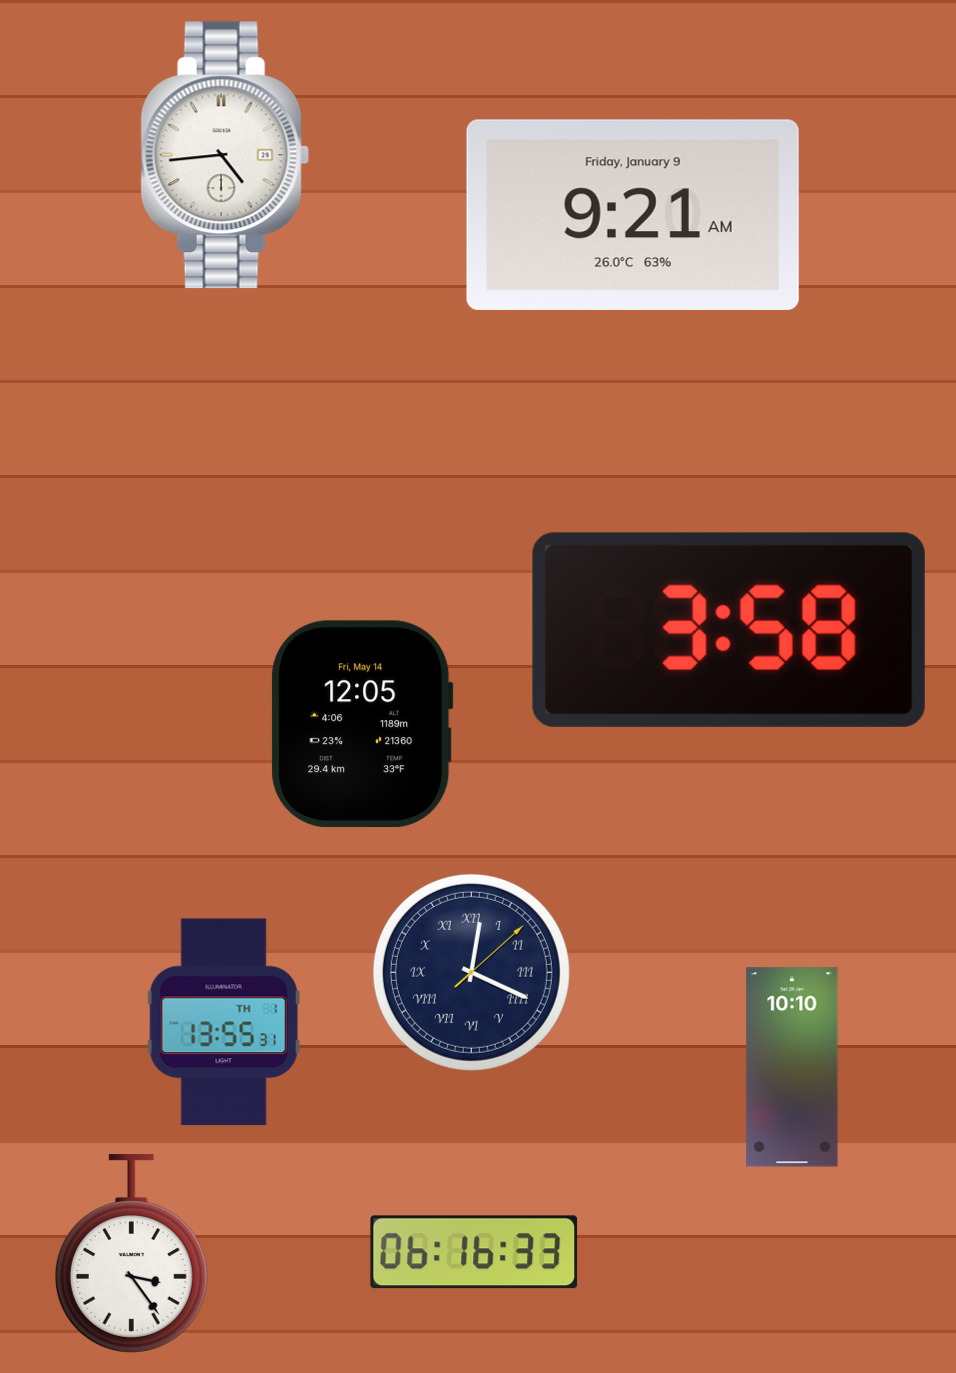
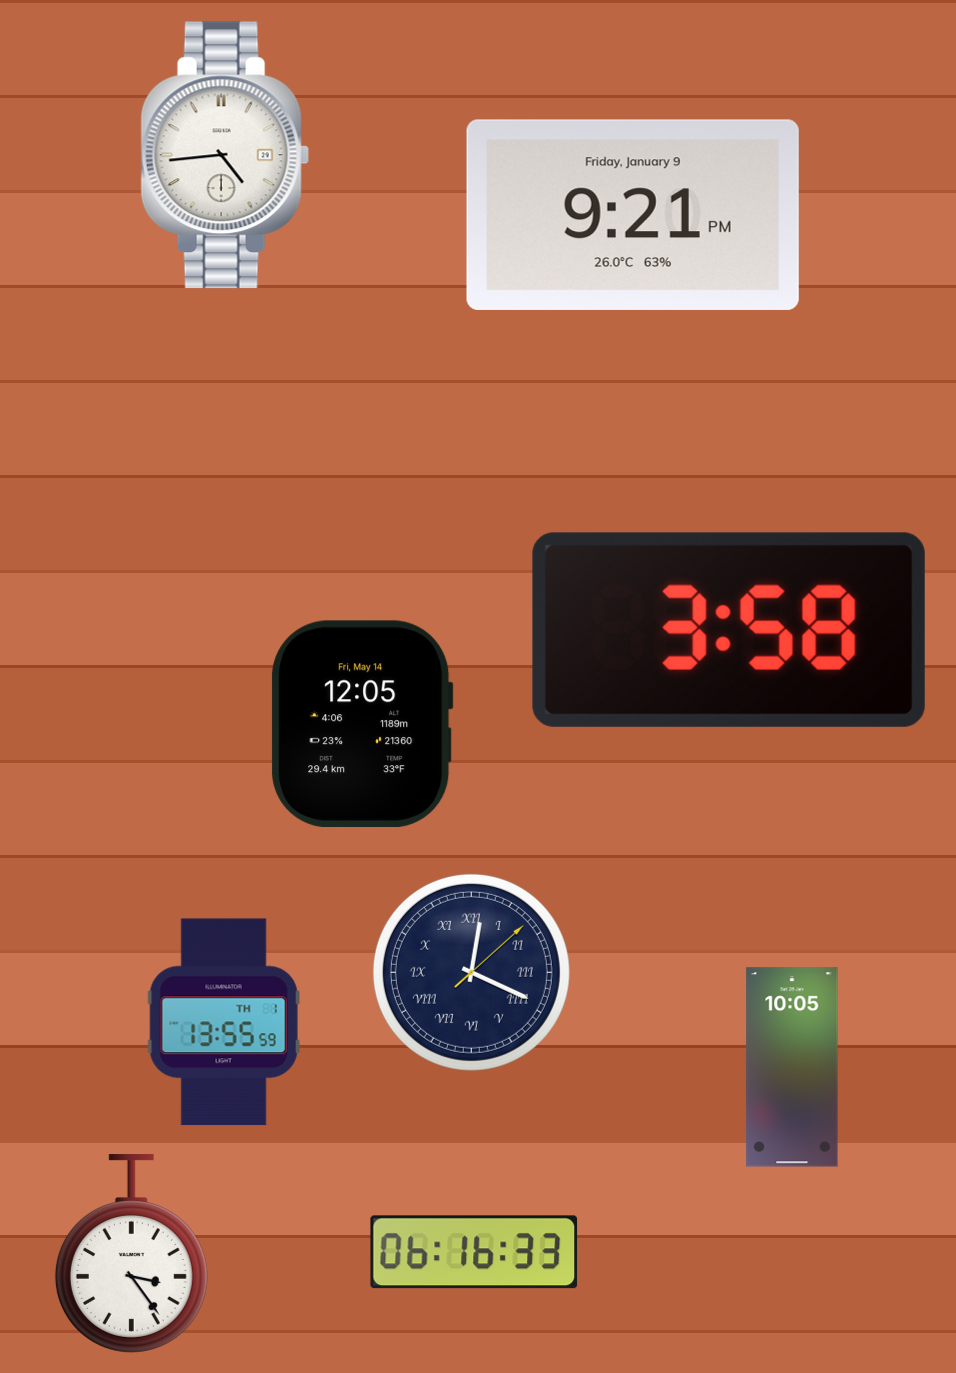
clock at (633, 215): 9:21 AM -> 9:21 PM
clock at (224, 1022): 13:55:31 -> 13:55:59
clock at (792, 1067): 10:10 -> 10:05
